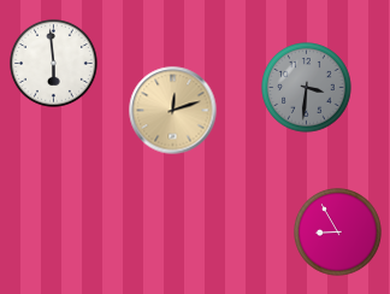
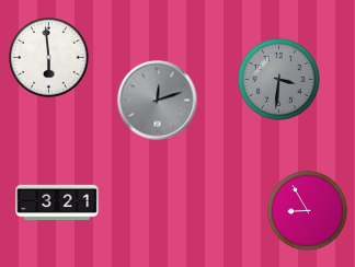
clock at (173, 111) dial: champagne -> grey
clock at (57, 202): none -> 3:21
